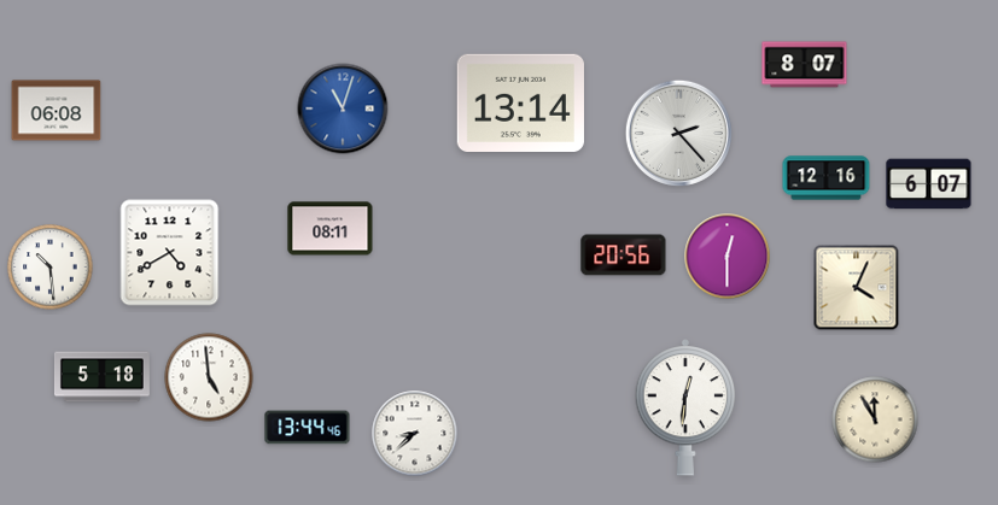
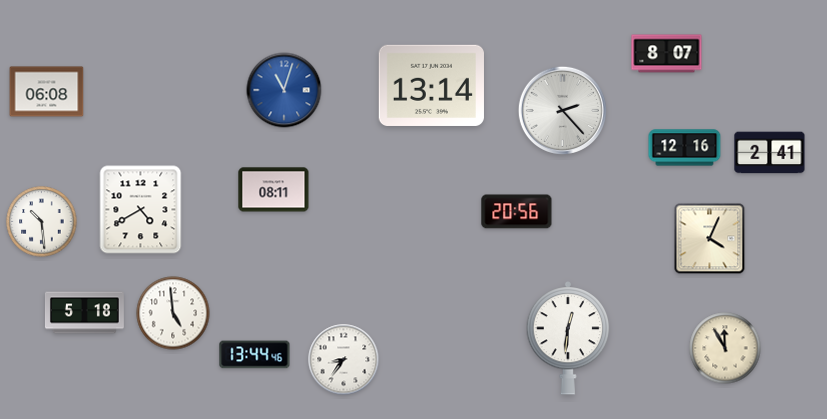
clock at (929, 184): 6:07 -> 2:41
clock at (728, 257): 12:30 -> none
clock at (415, 434): 8:38 -> 8:36
